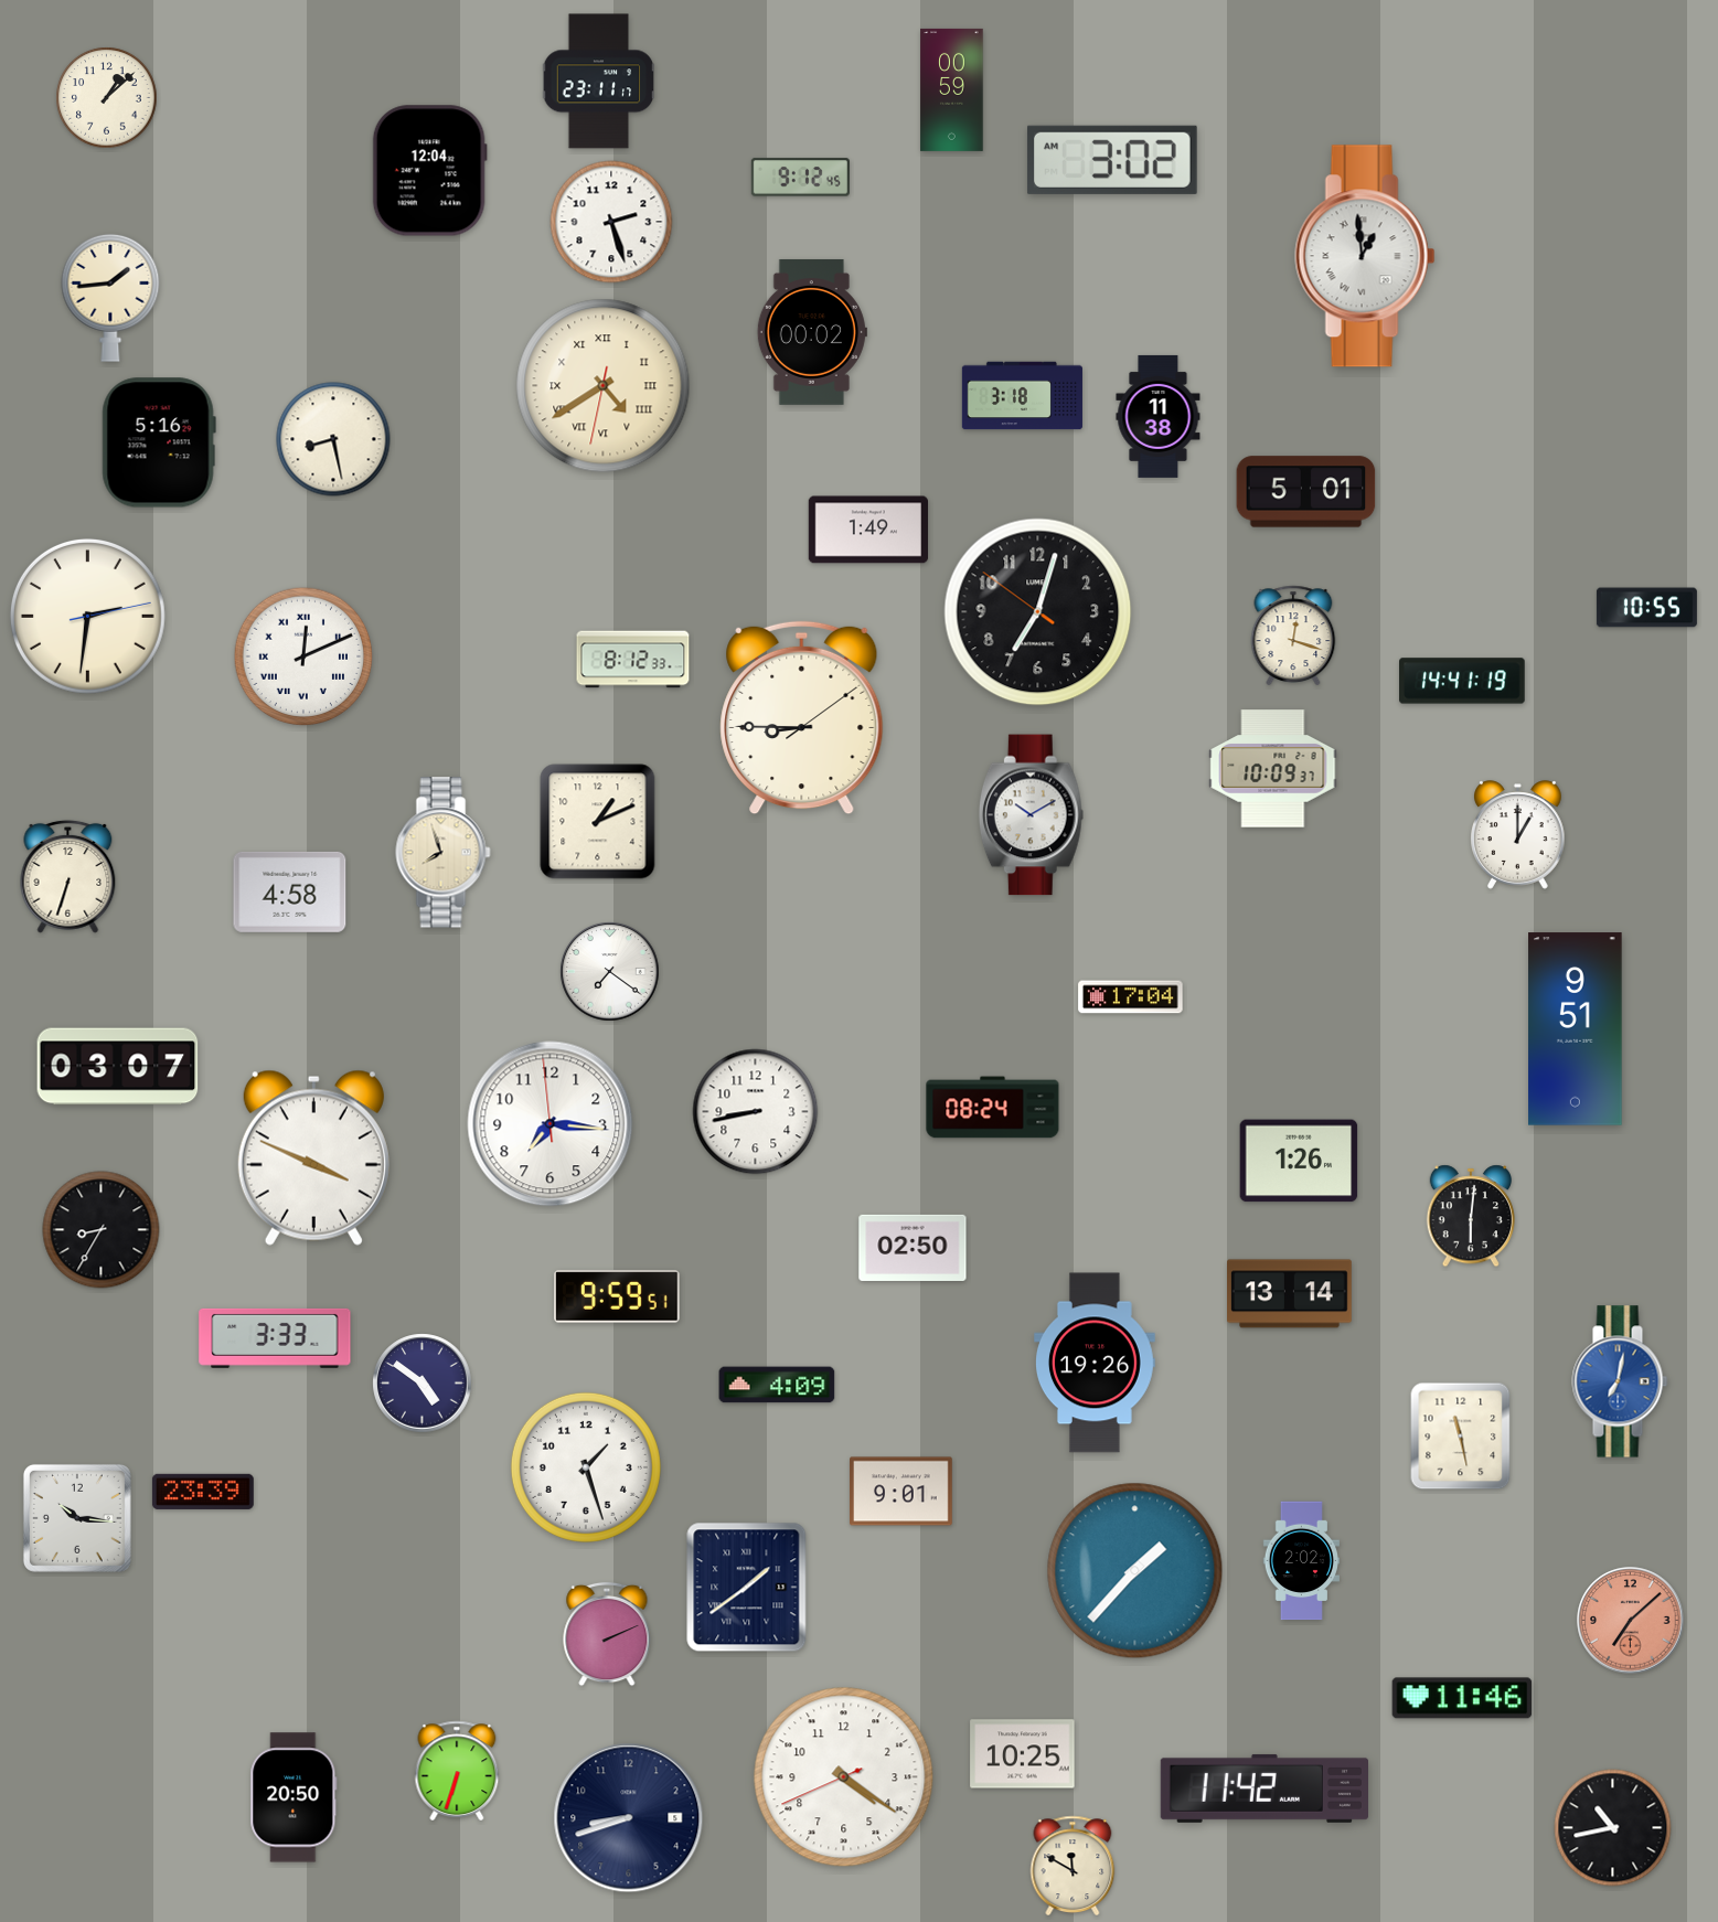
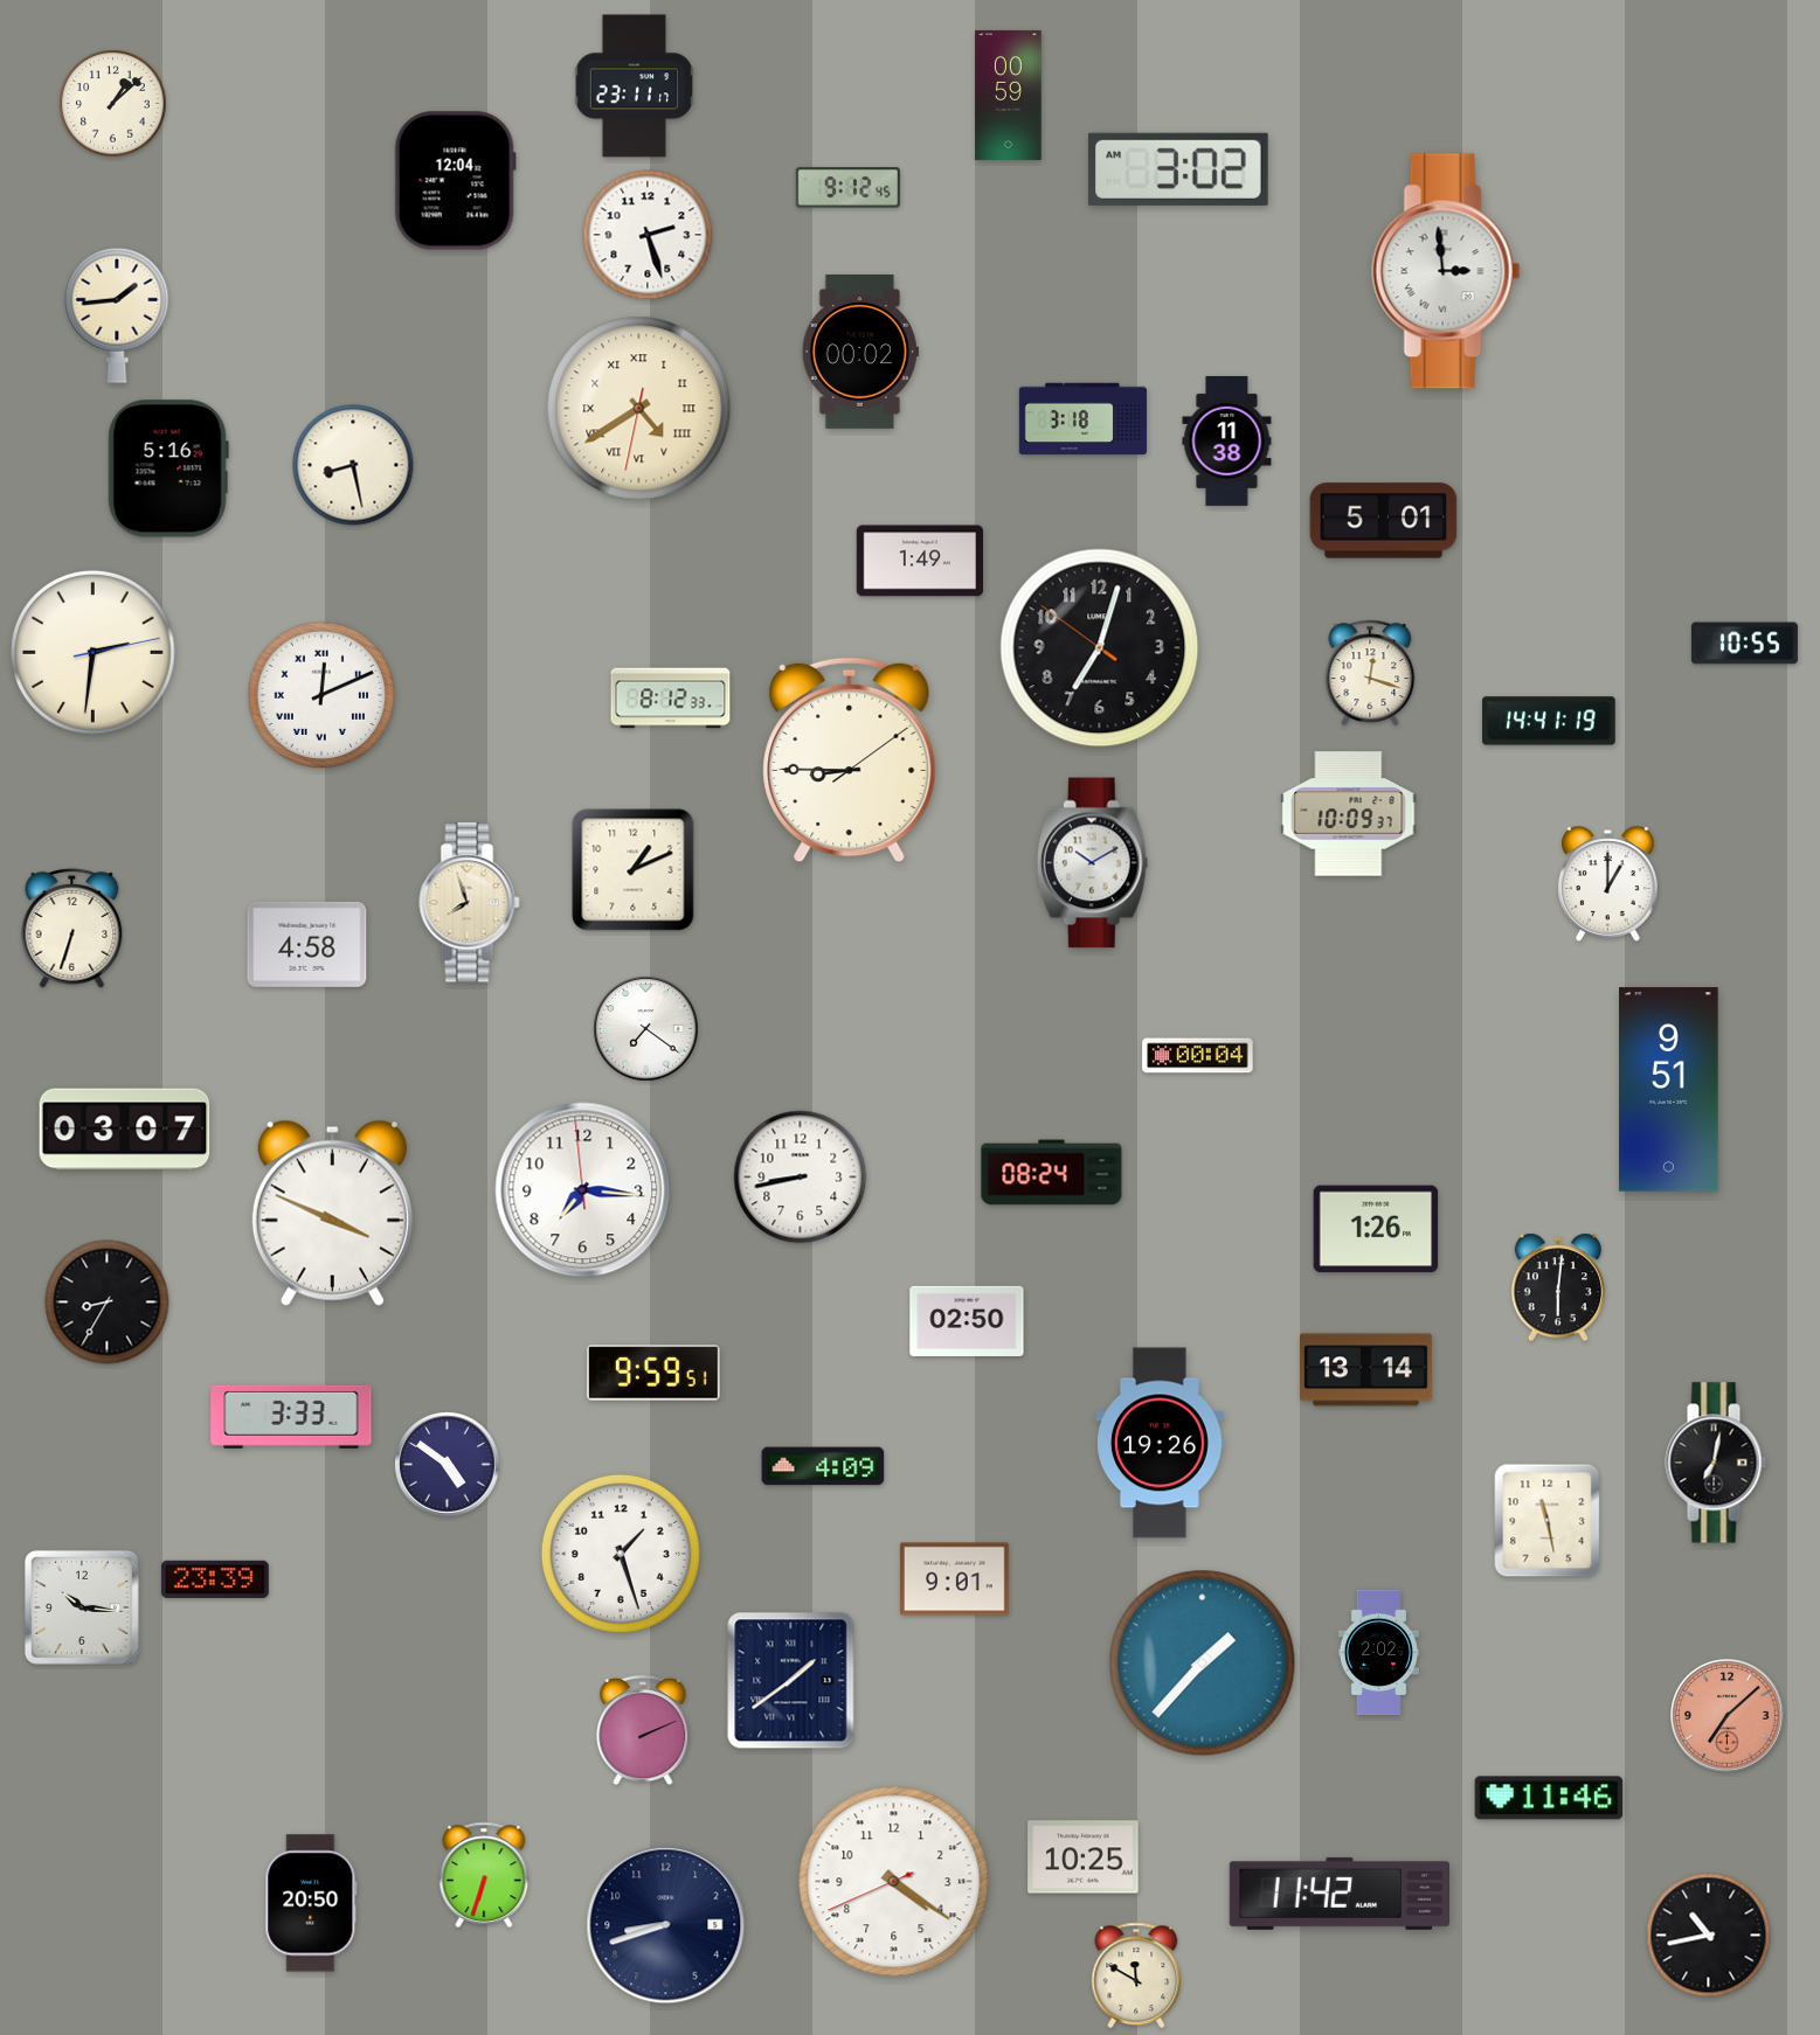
clock at (1365, 256): 12:59 -> 2:59
clock at (1131, 997): 17:04 -> 00:04
clock at (313, 1157) position: (313, 1157) -> (332, 1213)
clock at (1620, 1381) dial: blue -> black
